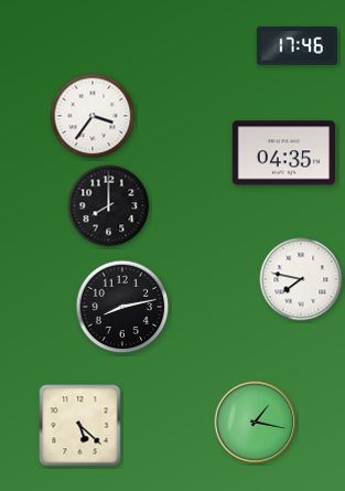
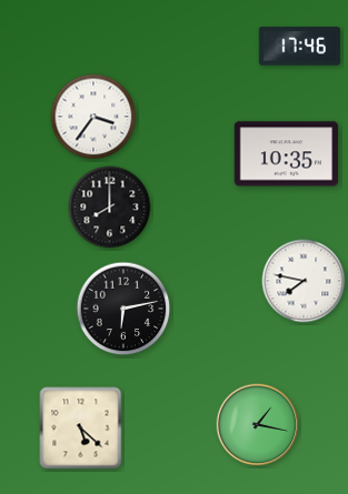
clock at (284, 153): 04:35 -> 10:35
clock at (122, 307): 8:13 -> 6:13
